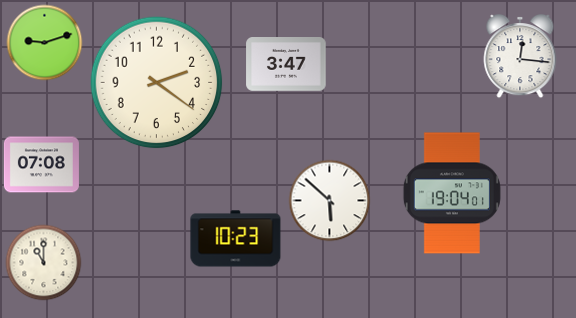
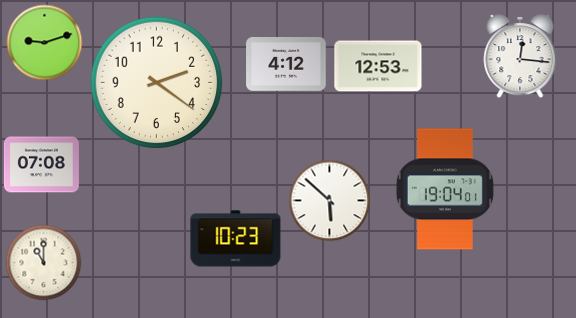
clock at (286, 65): 3:47 -> 4:12
clock at (378, 66): none -> 12:53
clock at (452, 193) position: (452, 193) -> (445, 189)
